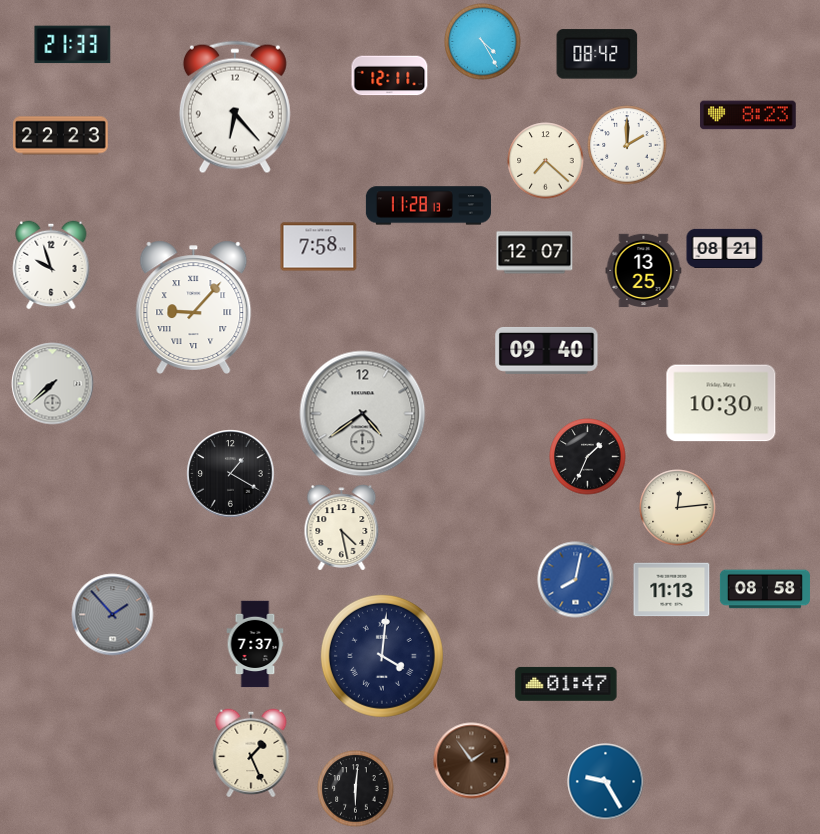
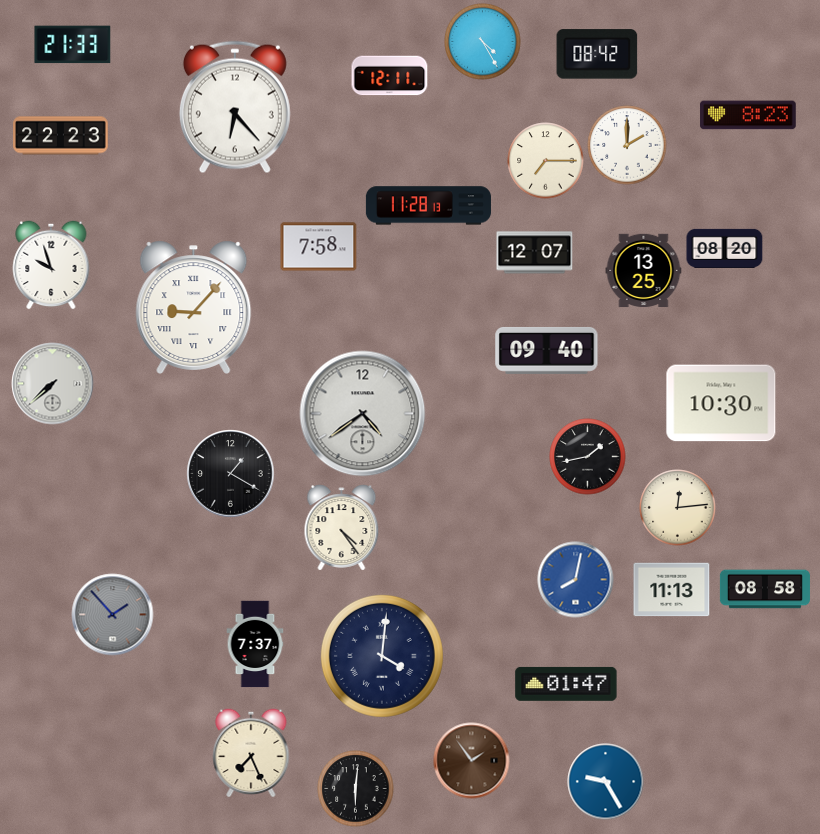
clock at (546, 161): 7:22 -> 7:15
clock at (725, 248): 08:21 -> 08:20
clock at (588, 457): 1:34 -> 1:43
clock at (342, 528): 4:28 -> 4:24
clock at (251, 753): 1:26 -> 7:26
